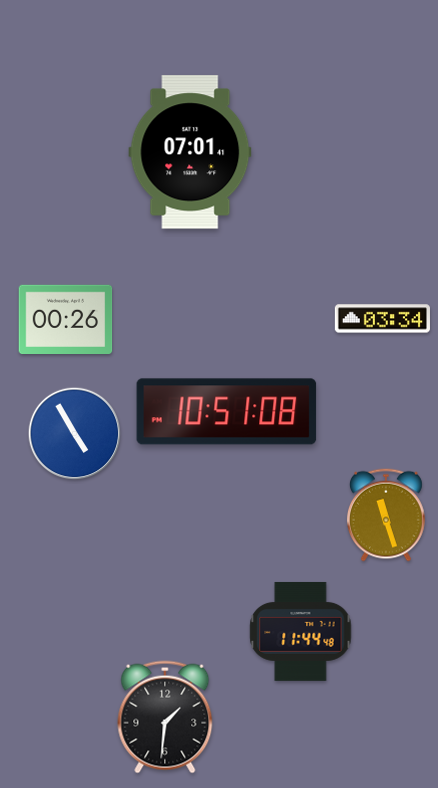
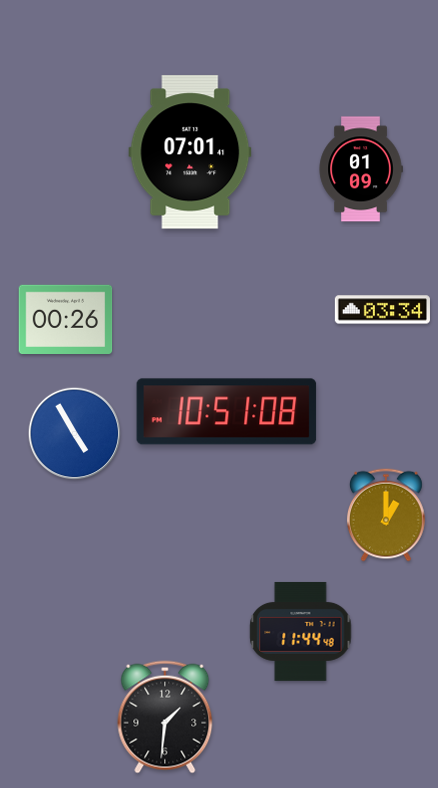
clock at (361, 169): none -> 01:09
clock at (382, 319) position: (382, 319) -> (382, 310)
clock at (386, 515): 11:27 -> 1:00
